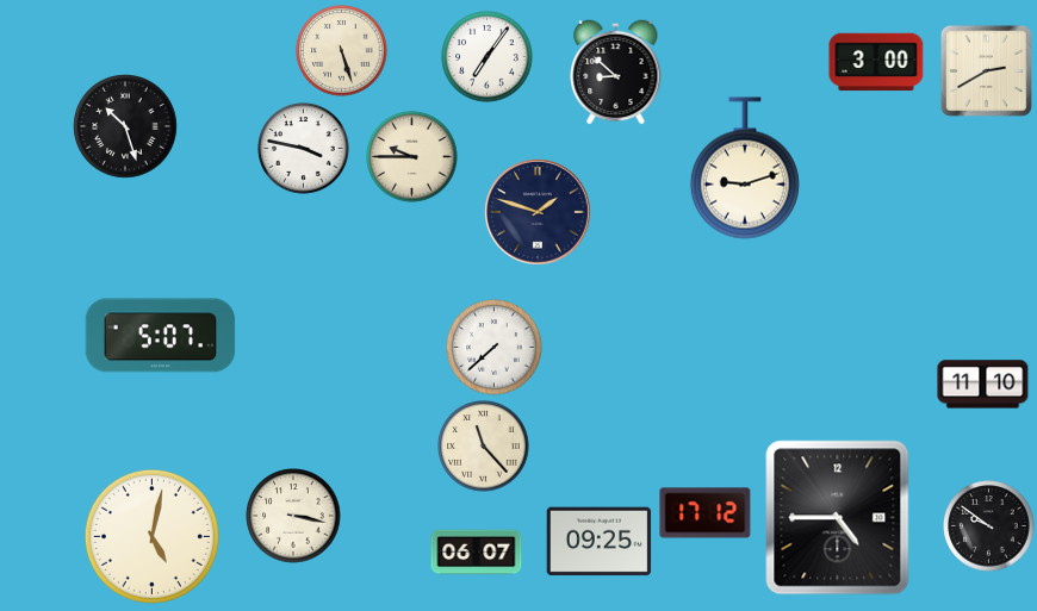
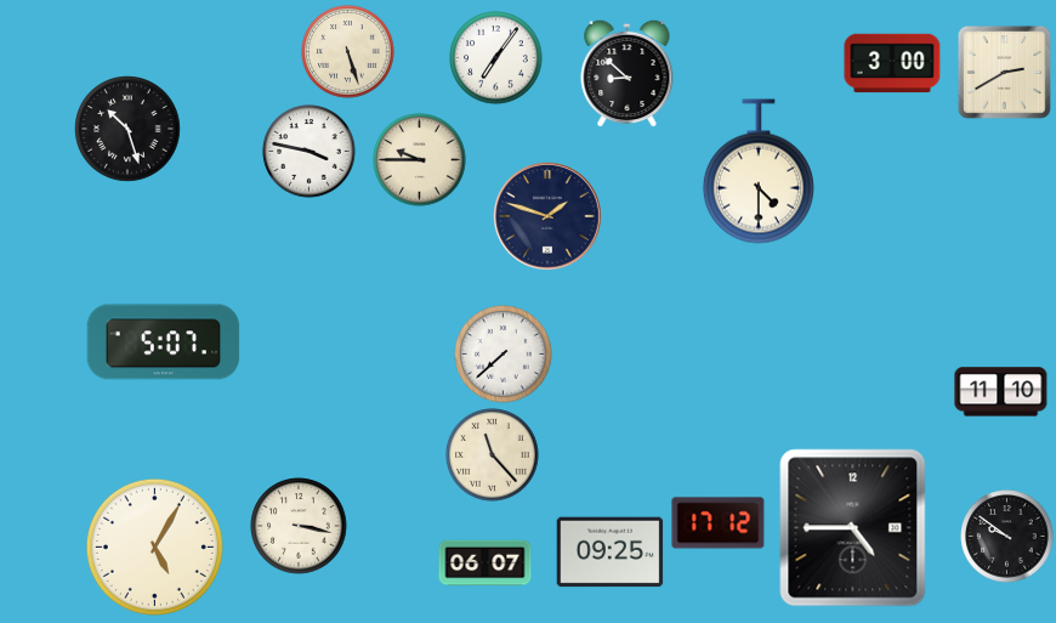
clock at (745, 168): 9:12 -> 4:30
clock at (151, 536): 5:02 -> 5:05
